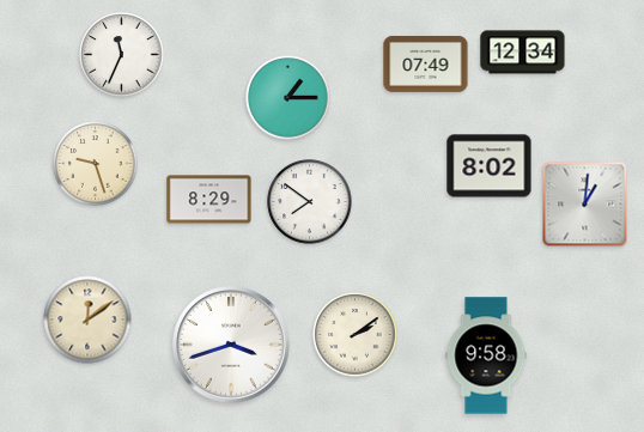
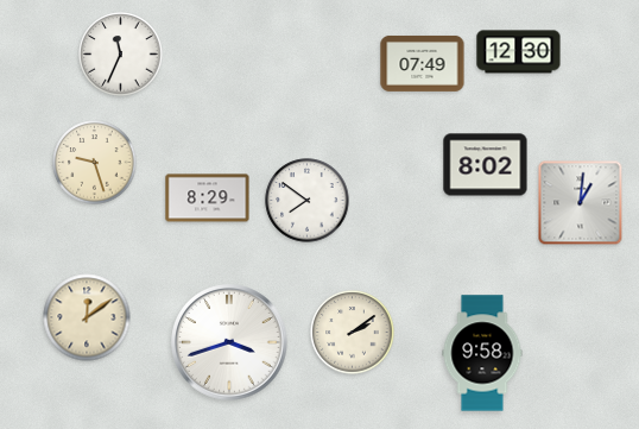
clock at (523, 53): 12:34 -> 12:30
clock at (288, 98): 1:15 -> none
